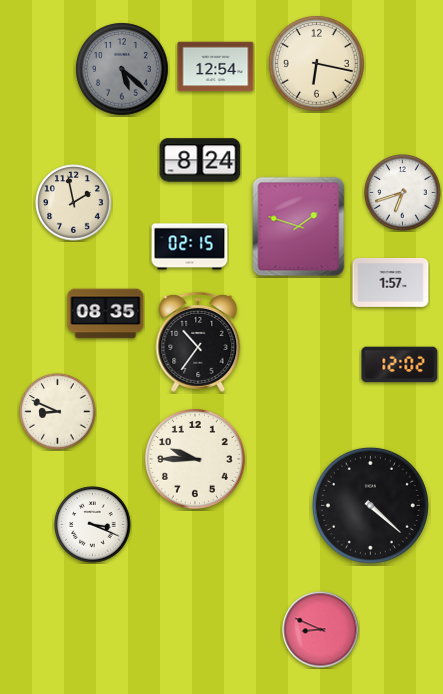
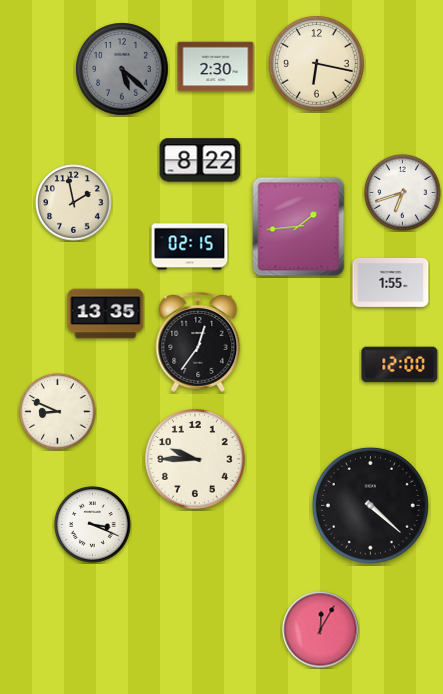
clock at (216, 67): 12:54 -> 2:30
clock at (200, 160): 8:24 -> 8:22
clock at (299, 227): 1:48 -> 1:44
clock at (391, 282): 1:57 -> 1:55
clock at (106, 314): 08:35 -> 13:35
clock at (198, 342): 10:36 -> 12:36
clock at (400, 365): 12:02 -> 12:00
clock at (321, 630): 8:49 -> 12:05
